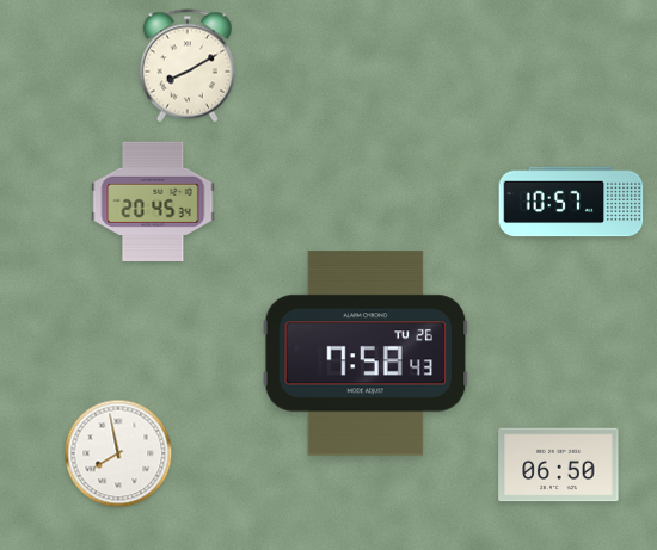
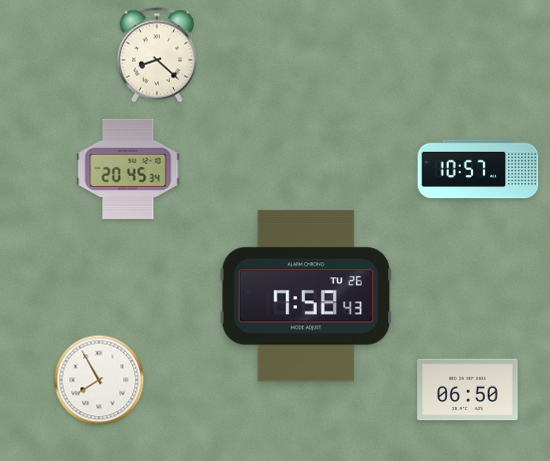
clock at (186, 66): 8:10 -> 8:22
clock at (118, 453): 7:58 -> 7:55
